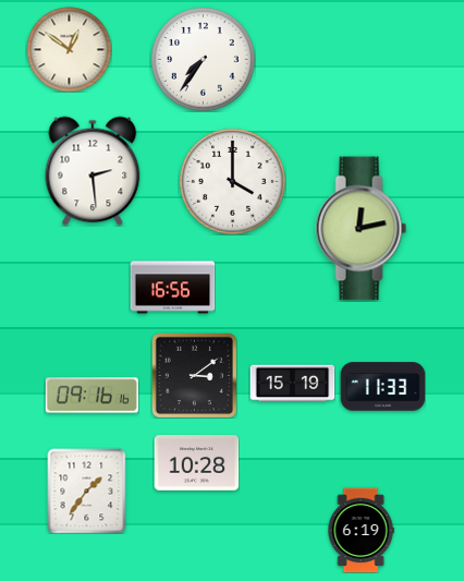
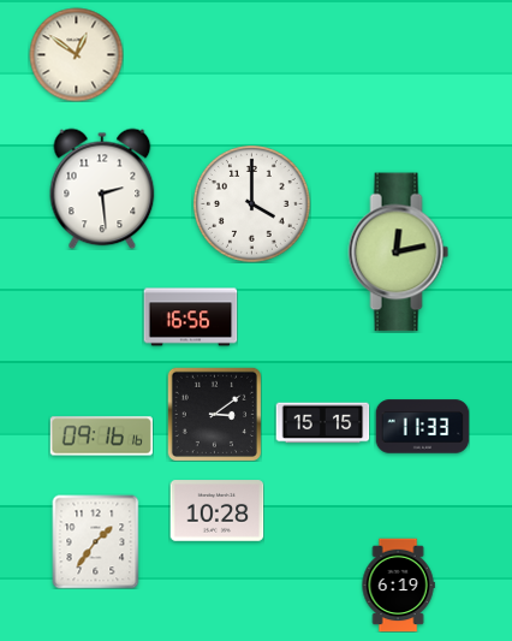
clock at (203, 59): 7:36 -> none
clock at (233, 182) position: (233, 182) -> (252, 204)
clock at (292, 384): 15:19 -> 15:15
